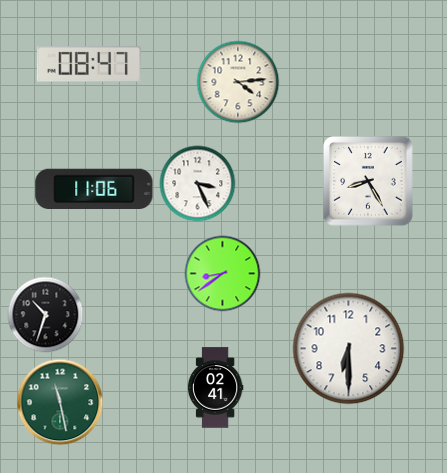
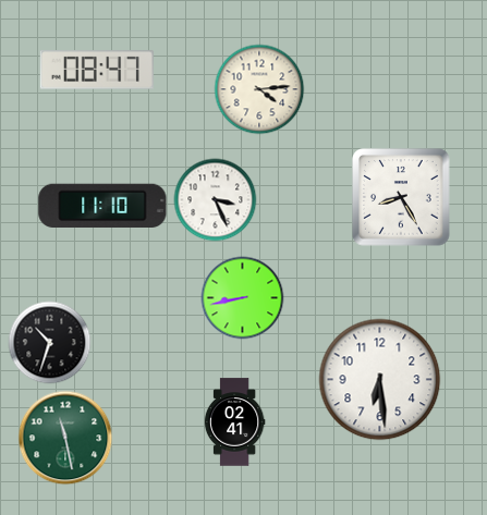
clock at (94, 189): 11:06 -> 11:10
clock at (223, 274): 8:39 -> 8:43
clock at (349, 349): 6:30 -> 6:29
